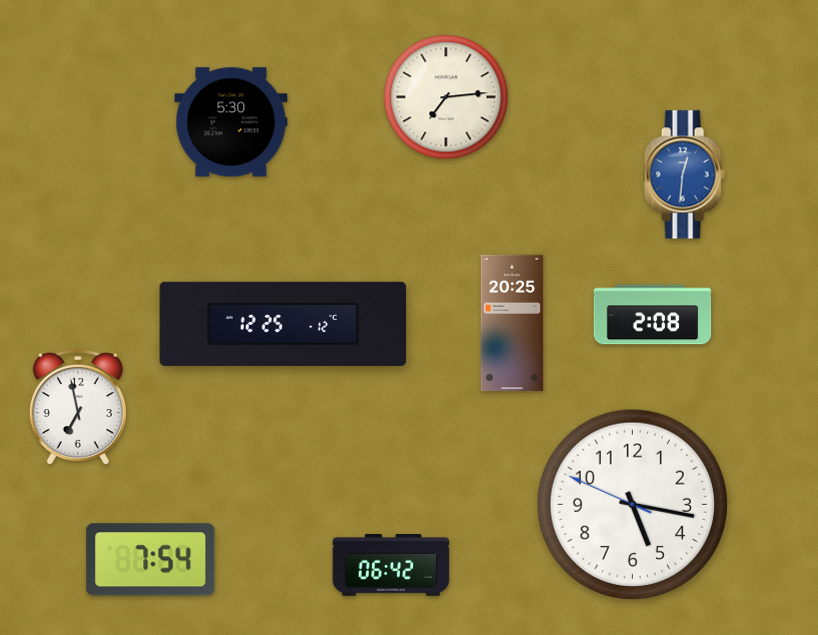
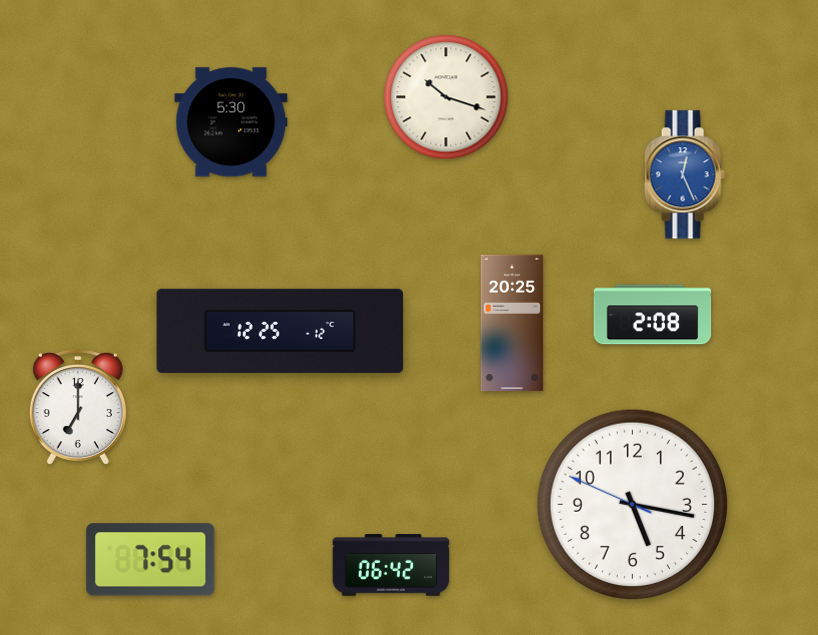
clock at (446, 97): 7:14 -> 10:18
clock at (684, 175): 12:31 -> 12:26
clock at (283, 324) position: (283, 324) -> (280, 331)
clock at (78, 408): 6:58 -> 7:00
